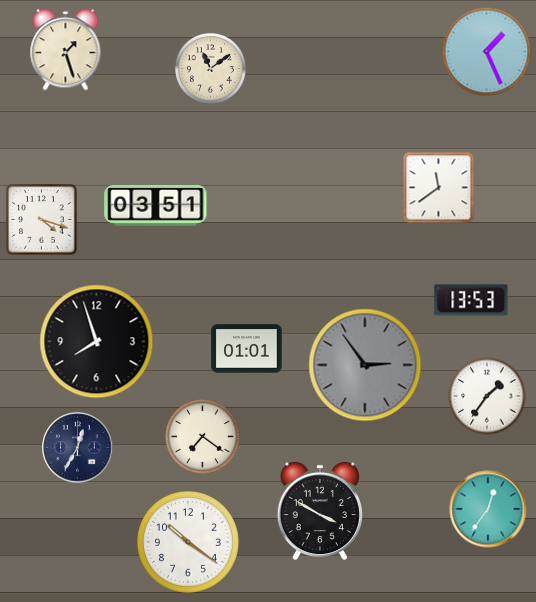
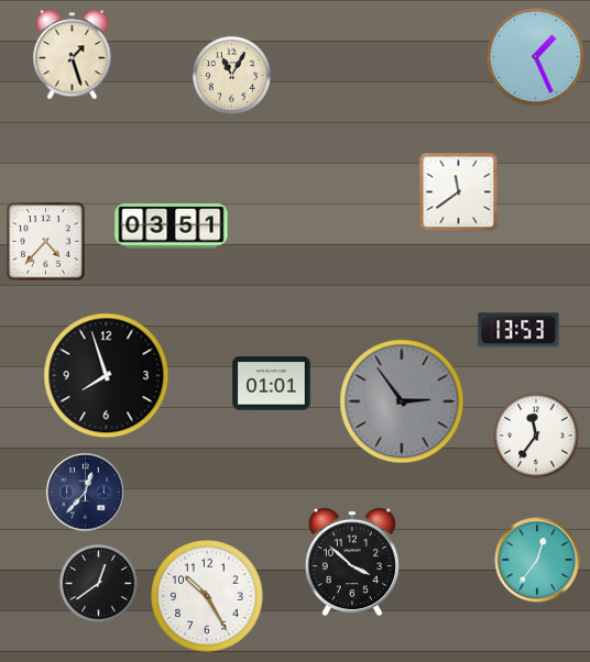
clock at (210, 68): 11:09 -> 11:05
clock at (439, 188) position: (439, 188) -> (459, 192)
clock at (42, 220): 4:18 -> 4:37
clock at (487, 396): 1:36 -> 11:36
clock at (203, 437): 7:21 -> none
clock at (78, 448): 12:35 -> 12:37
clock at (320, 511): 3:50 -> 3:52
clock at (98, 583): none -> 12:39
clock at (189, 543): 10:21 -> 10:25
